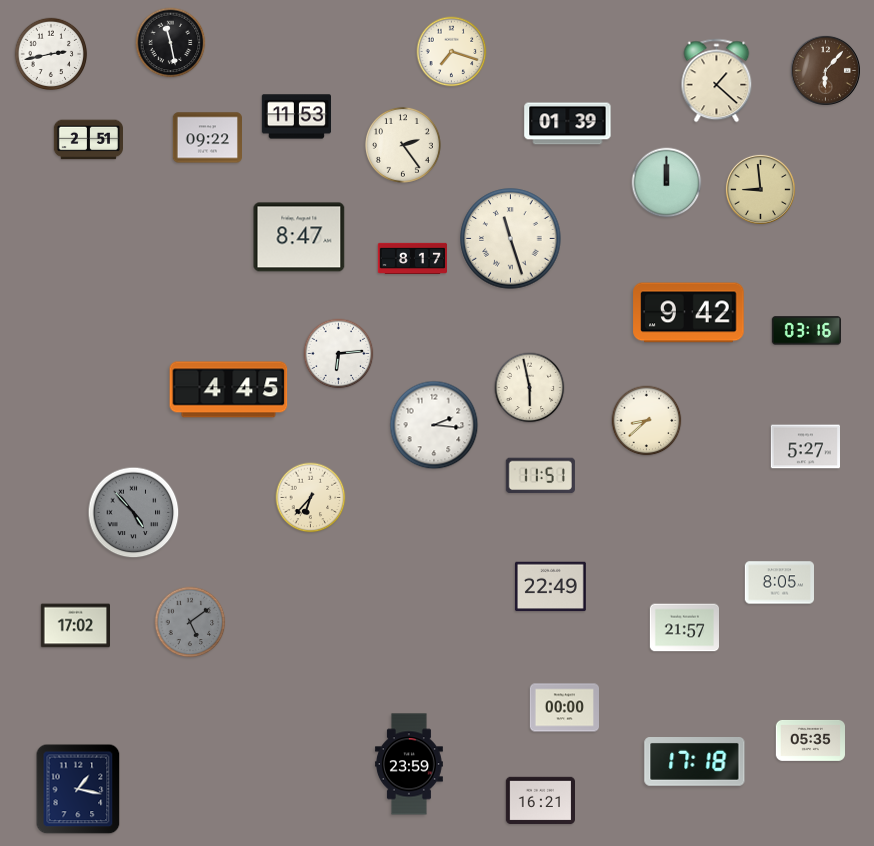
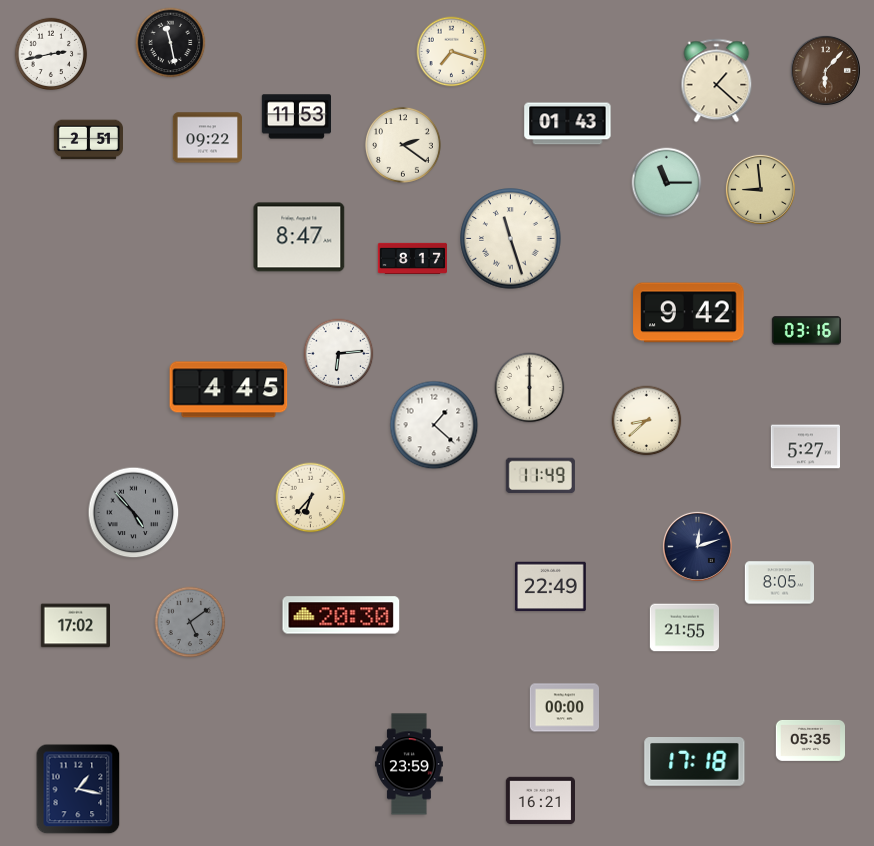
clock at (568, 124): 01:39 -> 01:43
clock at (403, 145): 2:24 -> 2:21
clock at (667, 183): 12:00 -> 11:15
clock at (530, 388): 5:58 -> 6:00
clock at (434, 425): 2:16 -> 1:22
clock at (540, 476): 11:51 -> 11:49
clock at (697, 546): none -> 12:12
clock at (341, 615): none -> 20:30
clock at (684, 628): 21:57 -> 21:55
